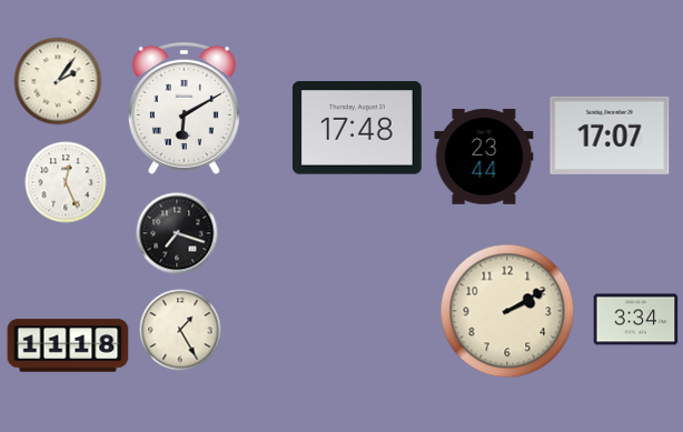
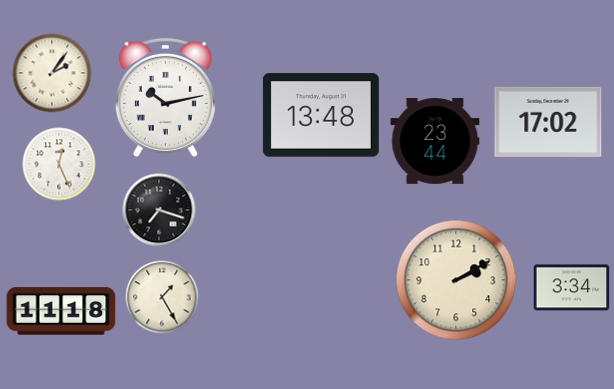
clock at (184, 108): 6:10 -> 10:13
clock at (357, 128): 17:48 -> 13:48
clock at (610, 135): 17:07 -> 17:02
